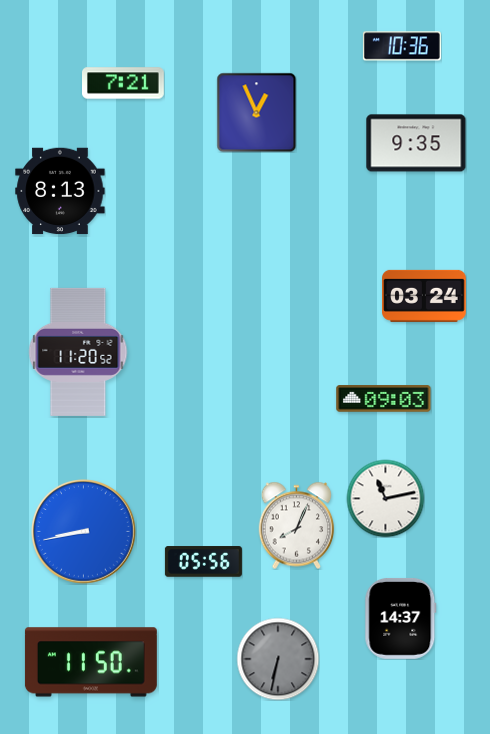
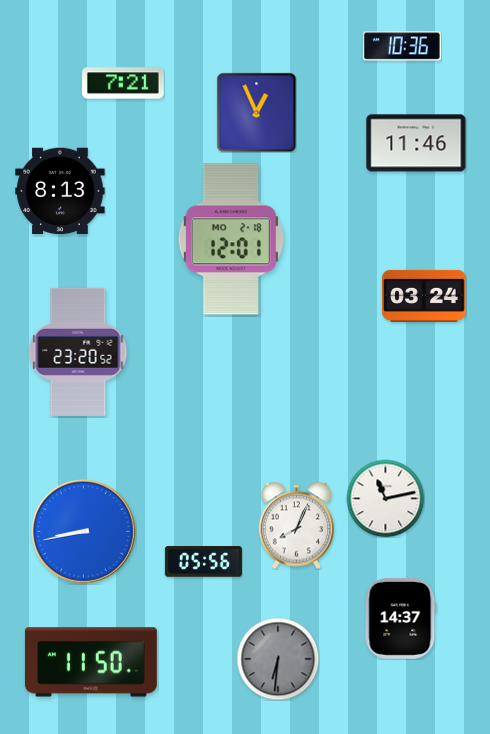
clock at (416, 143): 9:35 -> 11:46
clock at (231, 239): none -> 12:01
clock at (78, 352): 11:20 -> 23:20
clock at (384, 399): 09:03 -> none
clock at (278, 659): 6:32 -> 6:31
